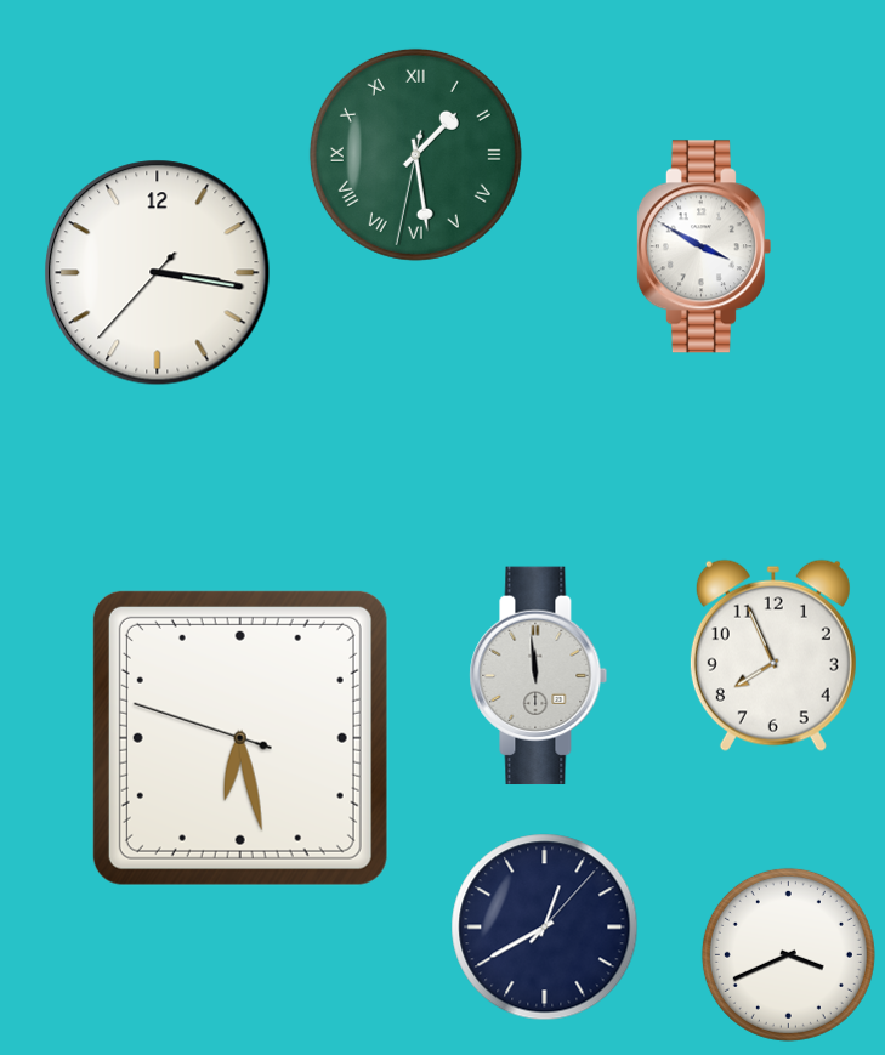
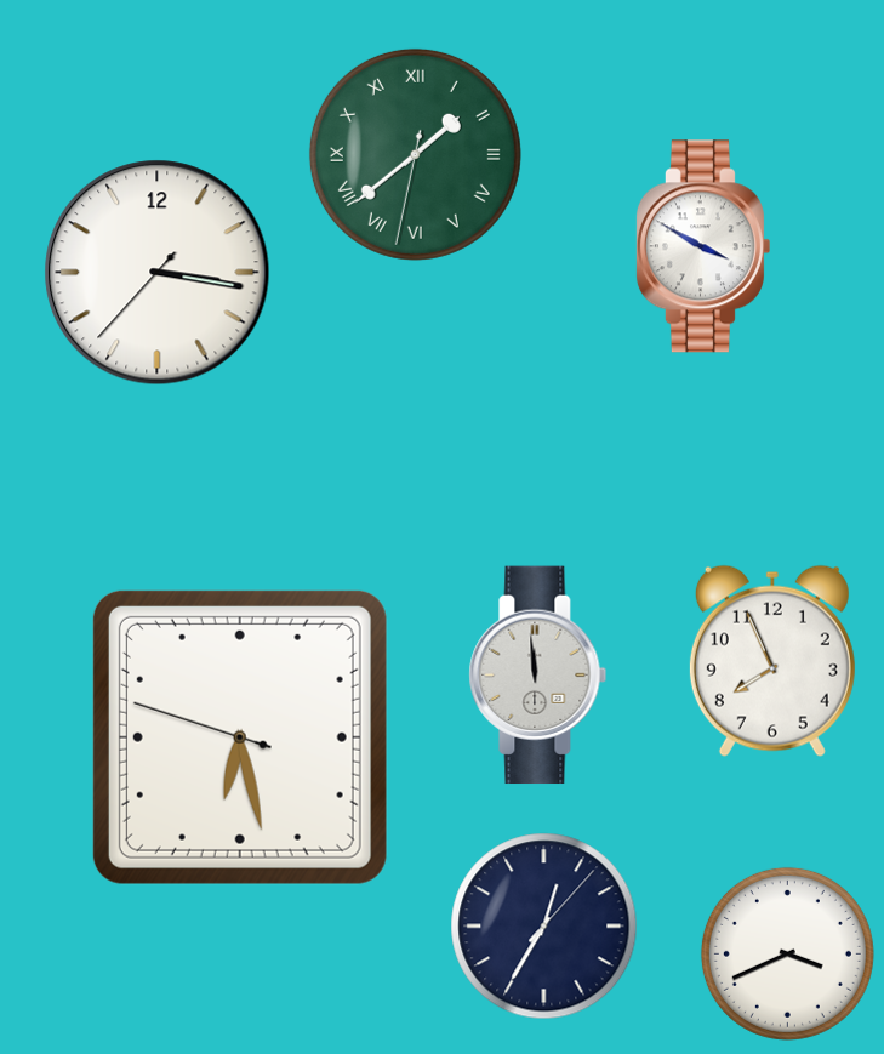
clock at (415, 154): 1:28 -> 1:38
clock at (773, 656) position: (773, 656) -> (772, 661)
clock at (545, 928): 12:40 -> 12:35
